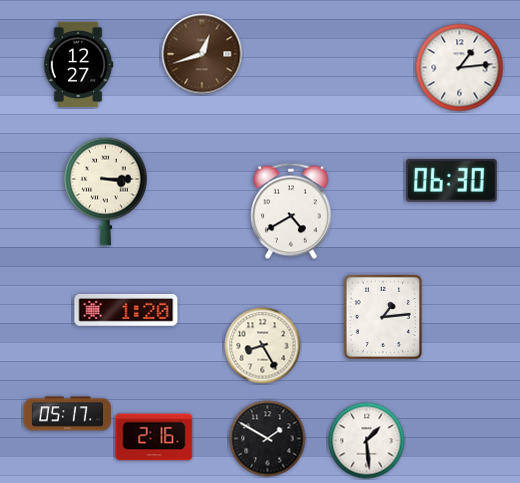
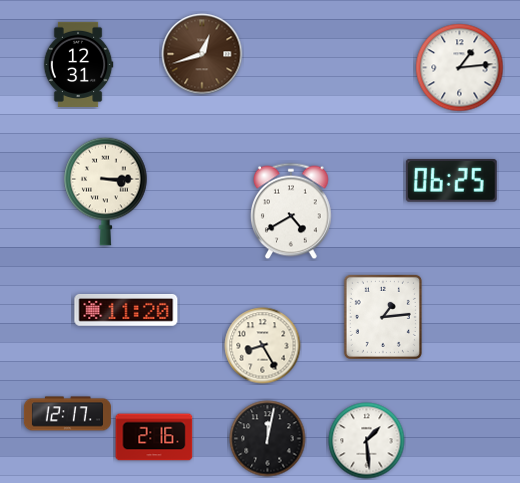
clock at (78, 64): 12:27 -> 12:31
clock at (451, 180): 06:30 -> 06:25
clock at (126, 311): 1:20 -> 11:20
clock at (67, 414): 05:17 -> 12:17
clock at (268, 439): 1:50 -> 12:02
